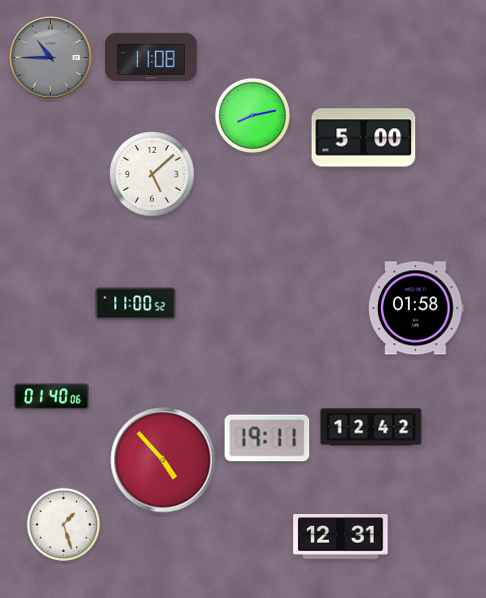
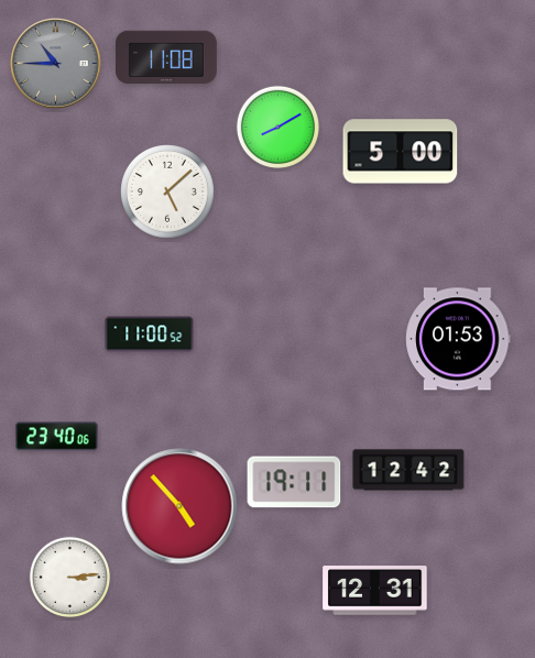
clock at (152, 56) position: (152, 56) -> (167, 56)
clock at (252, 115): 8:13 -> 8:10
clock at (416, 308): 01:58 -> 01:53
clock at (52, 397): 01:40 -> 23:40
clock at (64, 525): 1:27 -> 3:14
